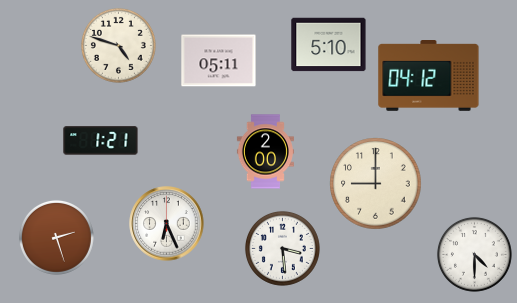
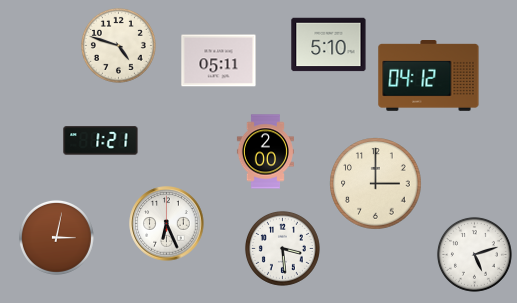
clock at (376, 184): 9:00 -> 3:00
clock at (56, 237): 2:27 -> 3:02
clock at (474, 254): 4:30 -> 5:12
